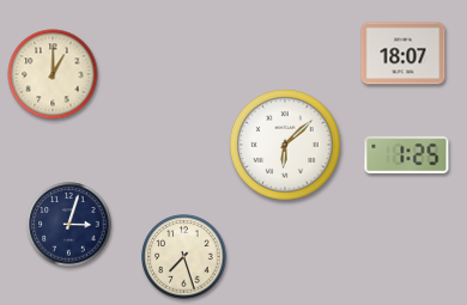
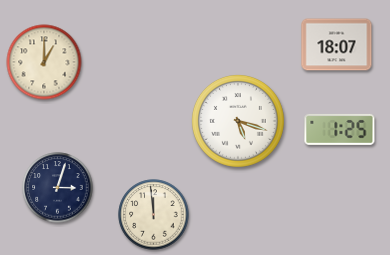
clock at (285, 145): 6:08 -> 5:18
clock at (184, 257): 7:27 -> 11:59
